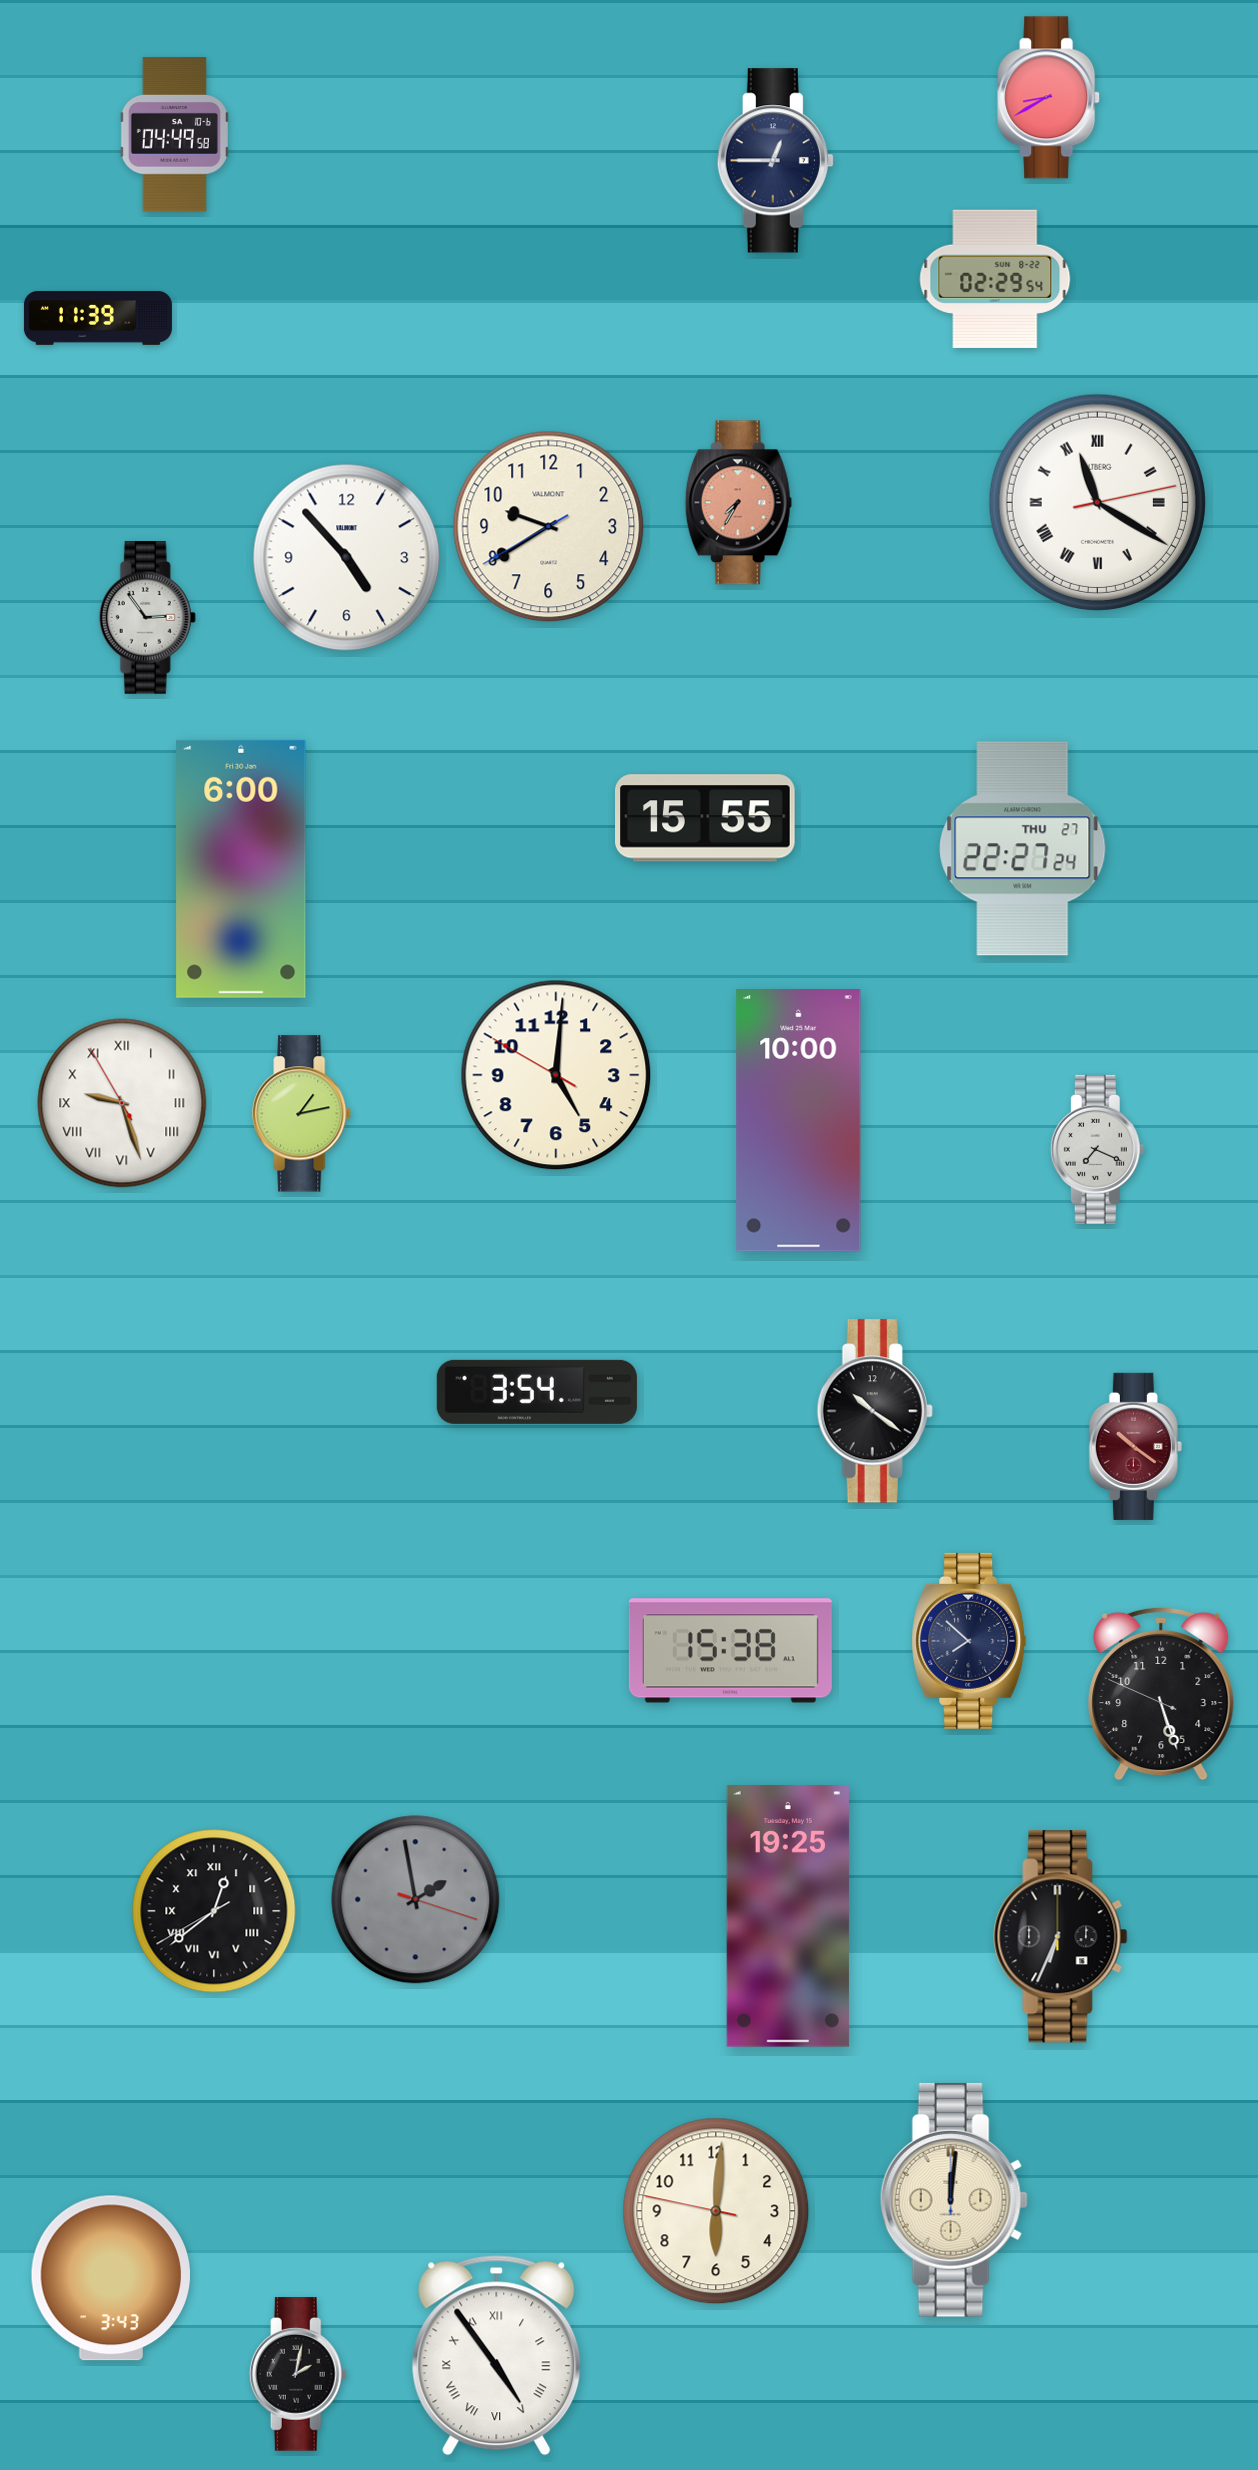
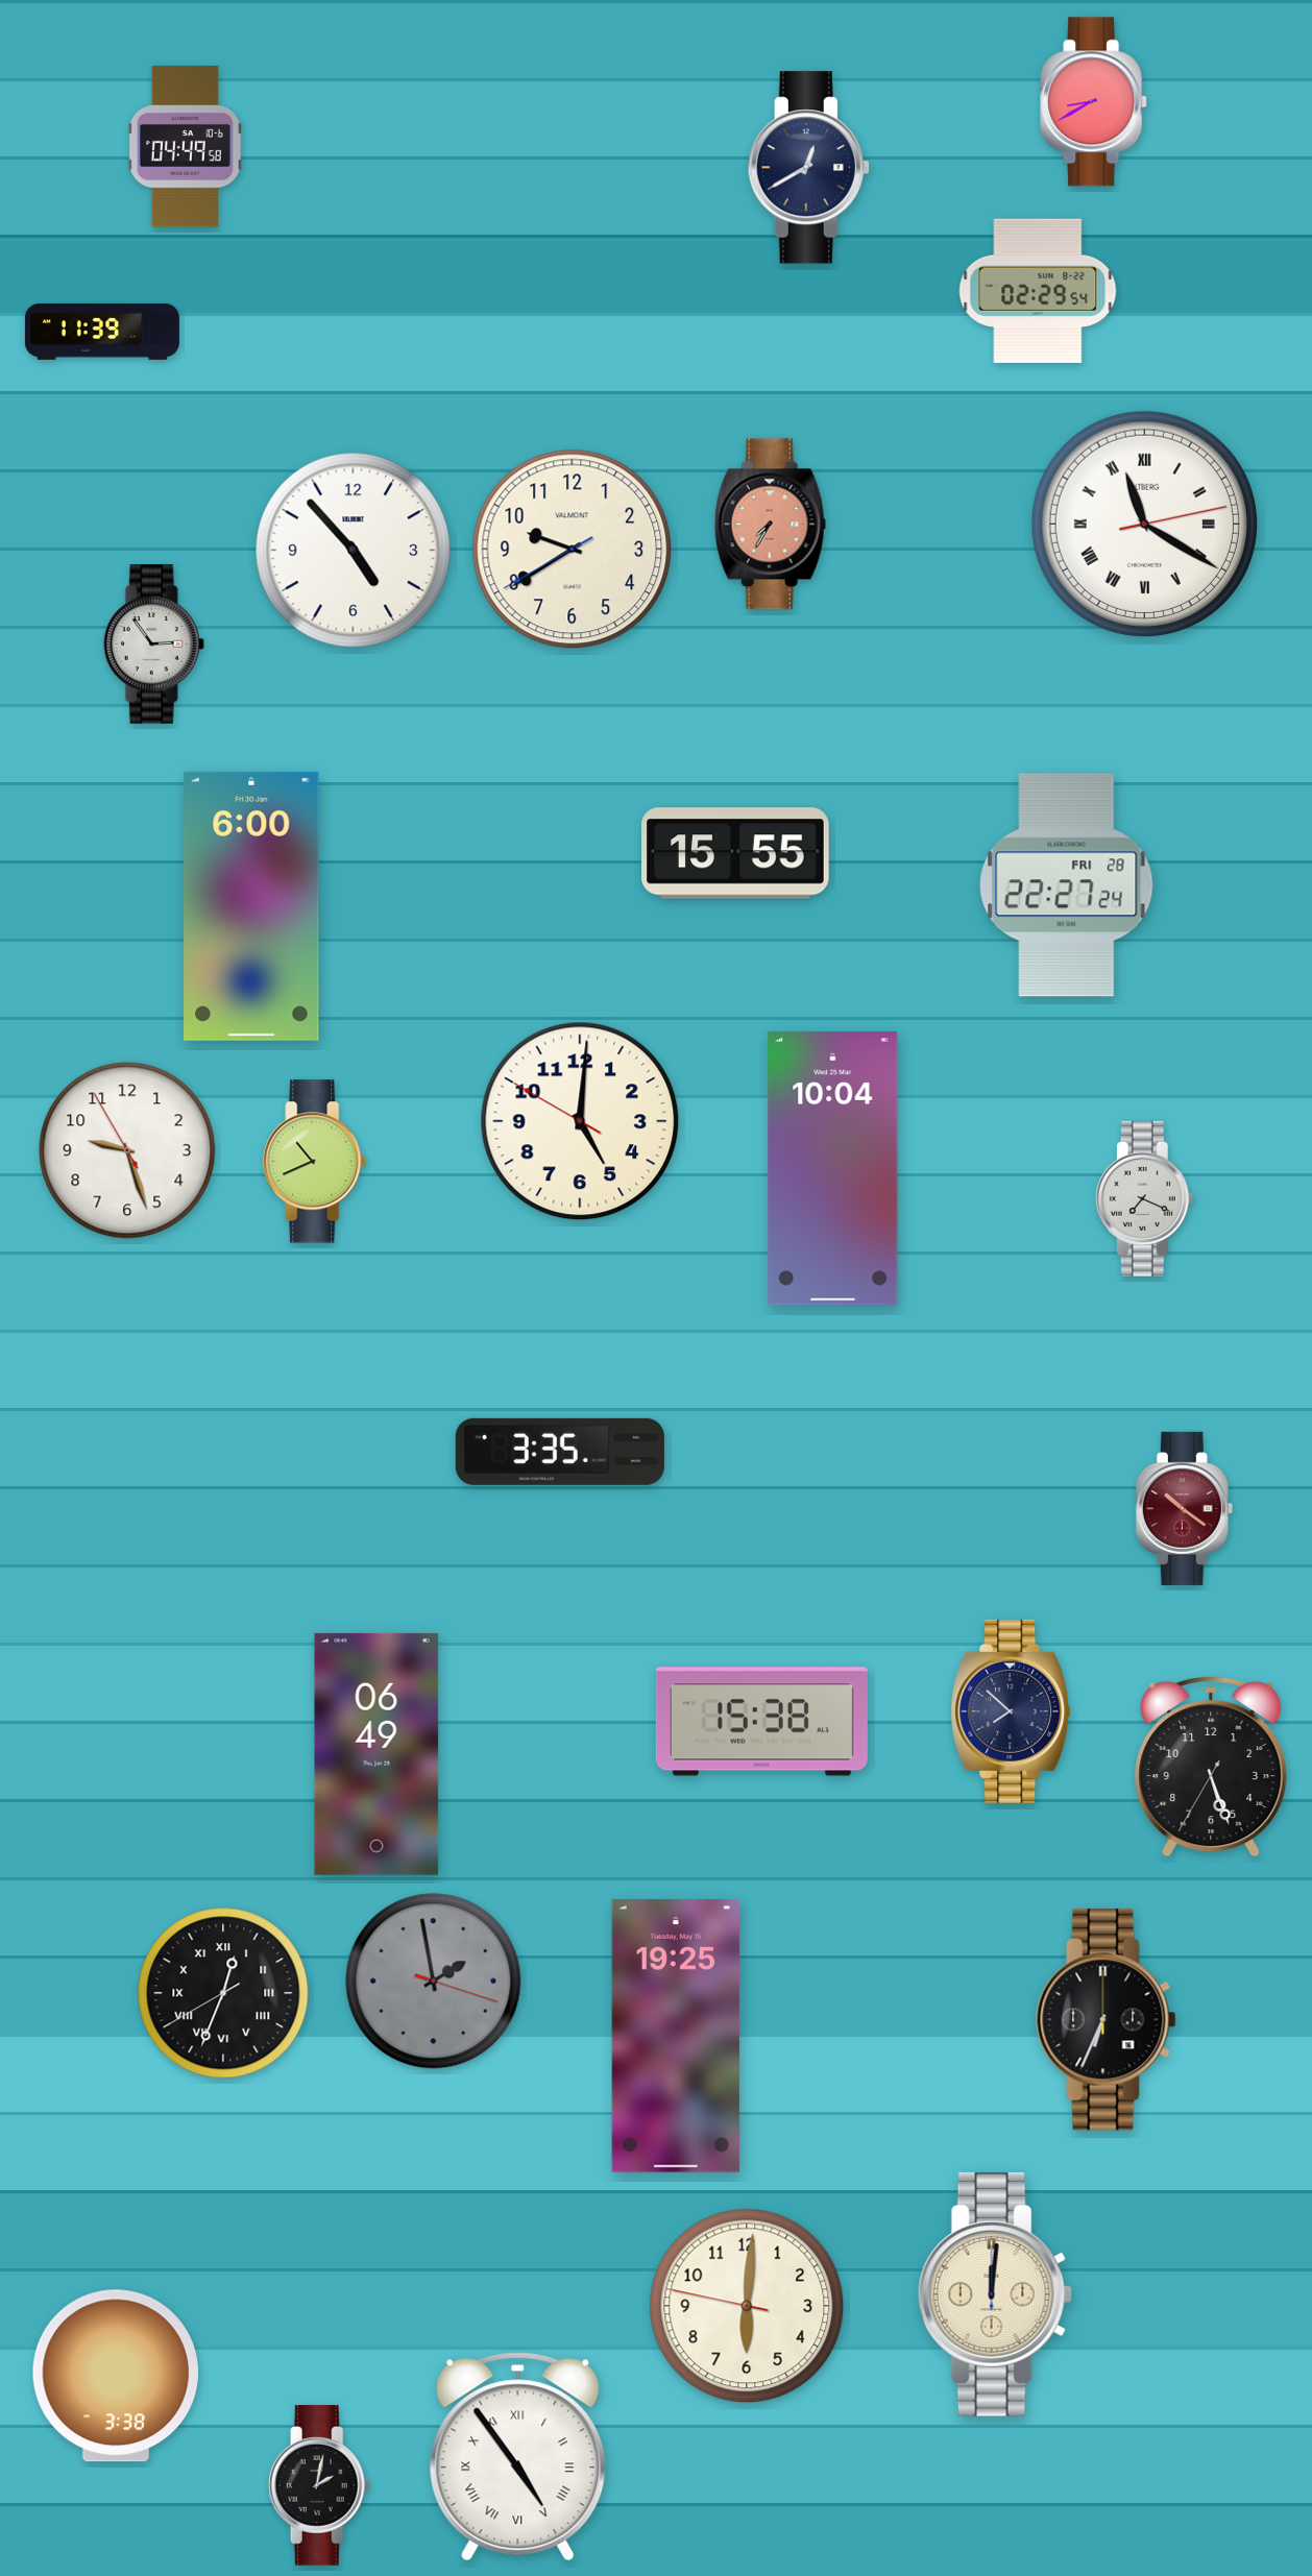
clock at (174, 135) position: (174, 135) -> (185, 147)
clock at (775, 161): 12:45 -> 12:40
clock at (347, 558) position: (347, 558) -> (354, 551)
clock at (1023, 849) date: THU 27 -> FRI 28
clock at (122, 1103) numerals: Roman -> Arabic
clock at (302, 1114): 1:13 -> 10:41
clock at (799, 1121): 10:00 -> 10:04
clock at (537, 1392): 3:54 -> 3:35
clock at (875, 1411): 10:21 -> none
clock at (376, 1754): none -> 06:49
clock at (1161, 1694): 5:26:49 -> 5:26:35
clock at (214, 1911): 12:38 -> 12:33
clock at (788, 1917) position: (788, 1917) -> (676, 2037)
clock at (111, 2278): 3:43 -> 3:38
clock at (298, 2374) position: (298, 2374) -> (319, 2485)
